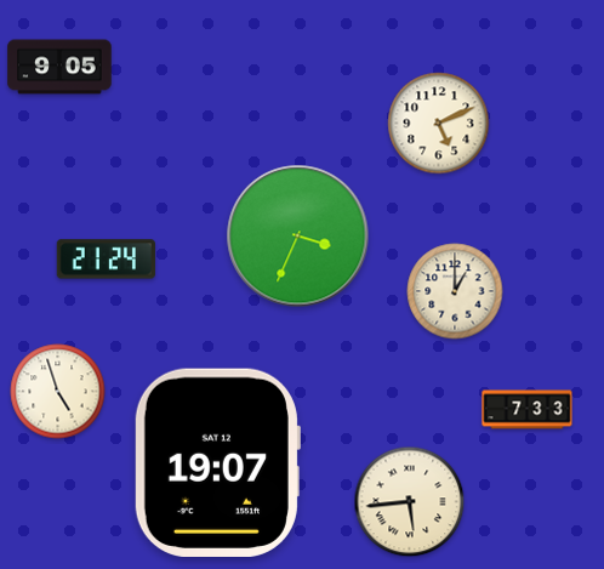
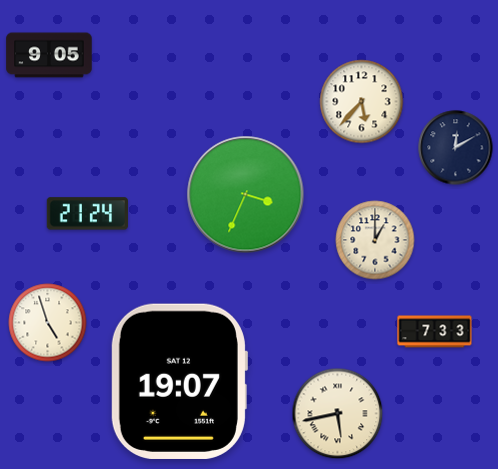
clock at (439, 124): 5:11 -> 5:37
clock at (456, 148): none -> 12:10
clock at (528, 410) position: (528, 410) -> (435, 332)
clock at (410, 502): 5:44 -> 5:43
